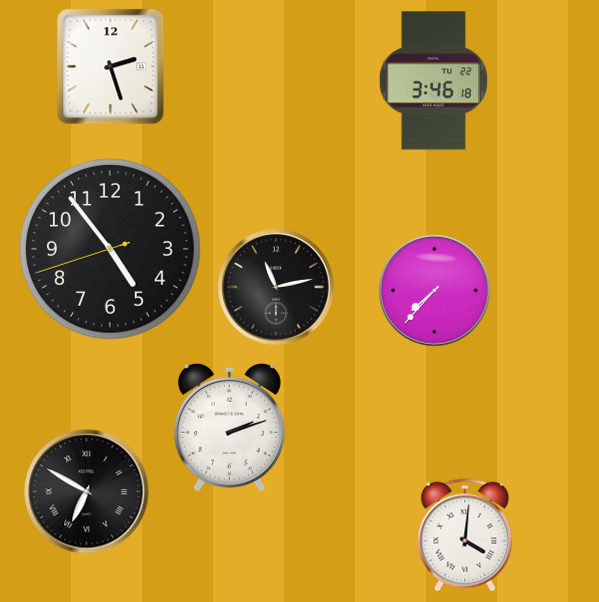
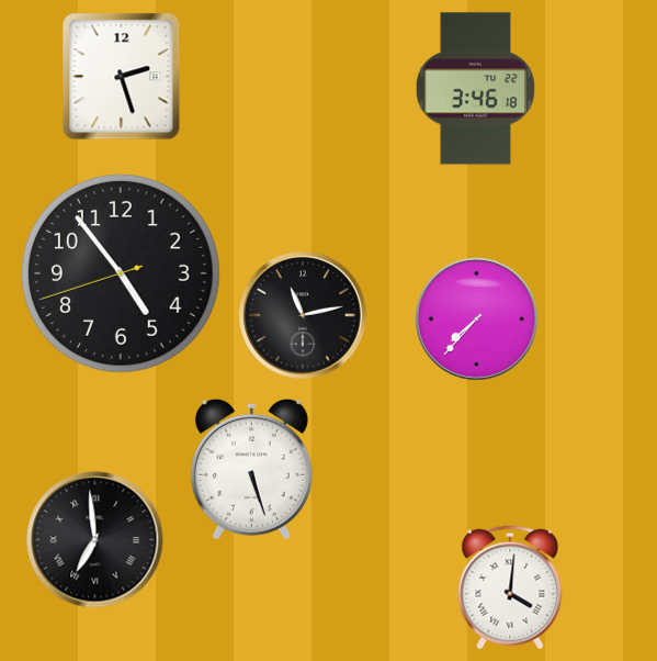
clock at (111, 67) position: (111, 67) -> (122, 77)
clock at (229, 427): 2:12 -> 5:27
clock at (87, 492): 6:50 -> 6:59
